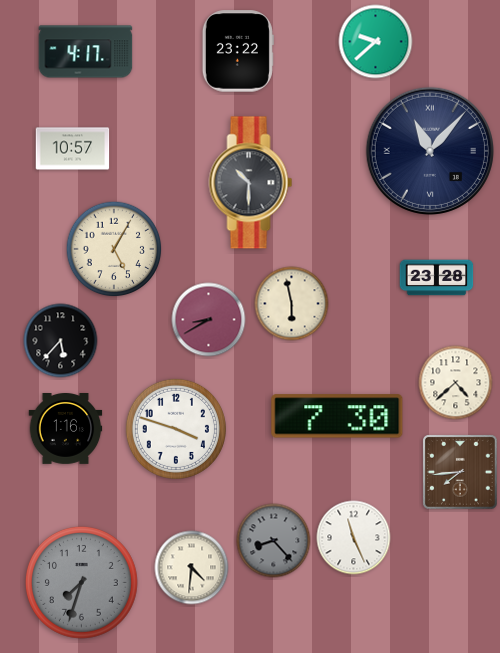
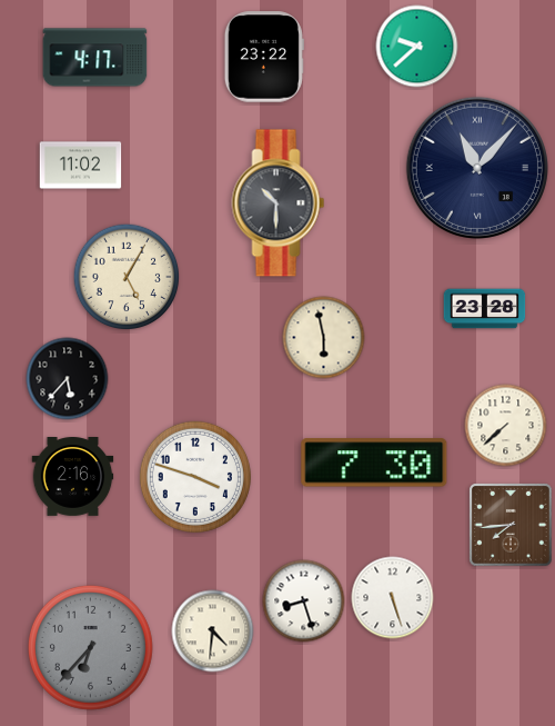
clock at (73, 149): 10:57 -> 11:02
clock at (209, 320): 8:40 -> none
clock at (456, 383): 4:38 -> 7:38
clock at (66, 429): 1:16 -> 2:16
clock at (354, 538): 11:26 -> 5:27
clock at (274, 541): 8:23 -> 8:27
clock at (274, 541) dial: grey -> white
clock at (81, 582): 7:33 -> 6:37
